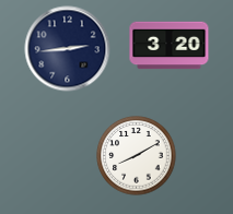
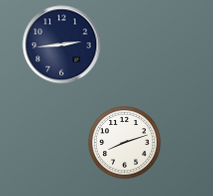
clock at (170, 46): 3:20 -> none
clock at (137, 156): 8:10 -> 8:12
